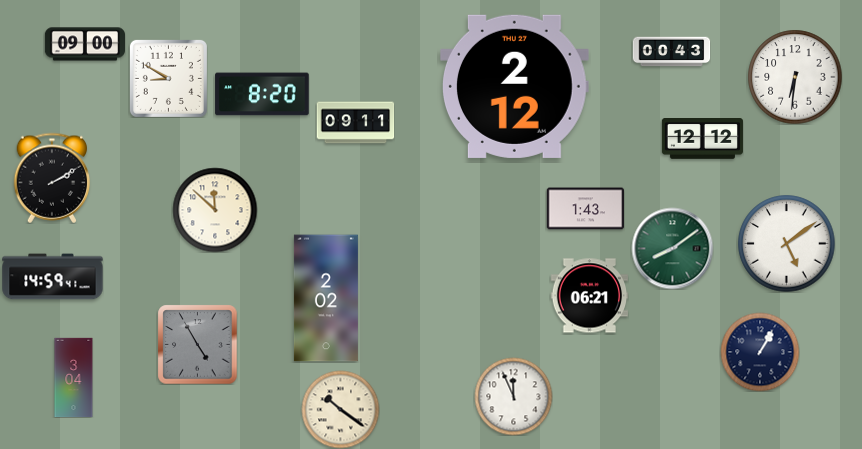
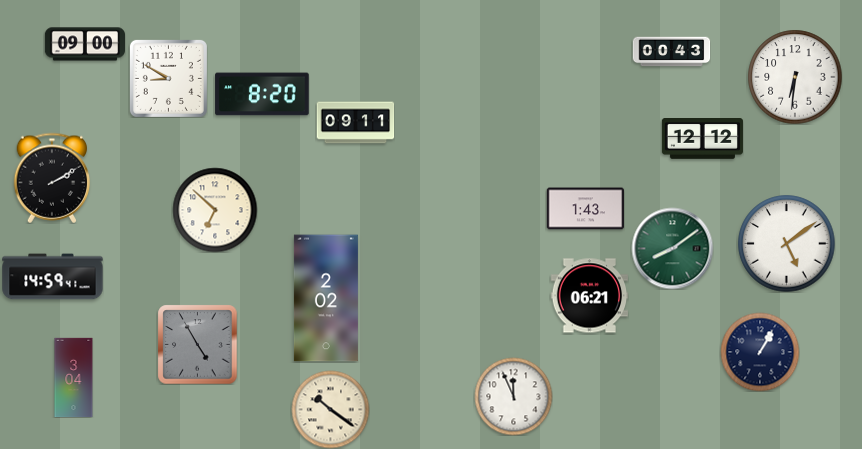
clock at (514, 86): 2:12 -> none
clock at (215, 210): 11:52 -> 6:52
clock at (340, 409) position: (340, 409) -> (330, 409)
